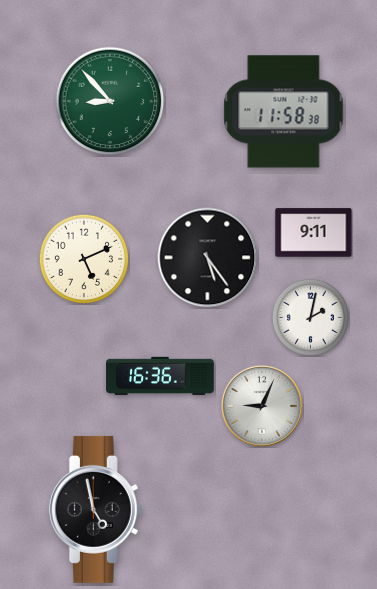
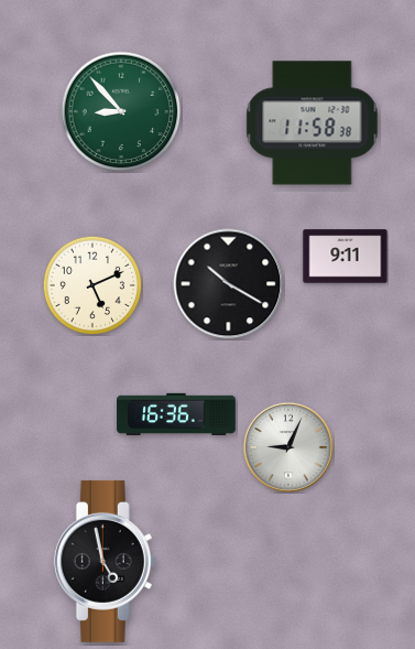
clock at (208, 258): 5:24 -> 10:20
clock at (310, 317): 2:02 -> none
